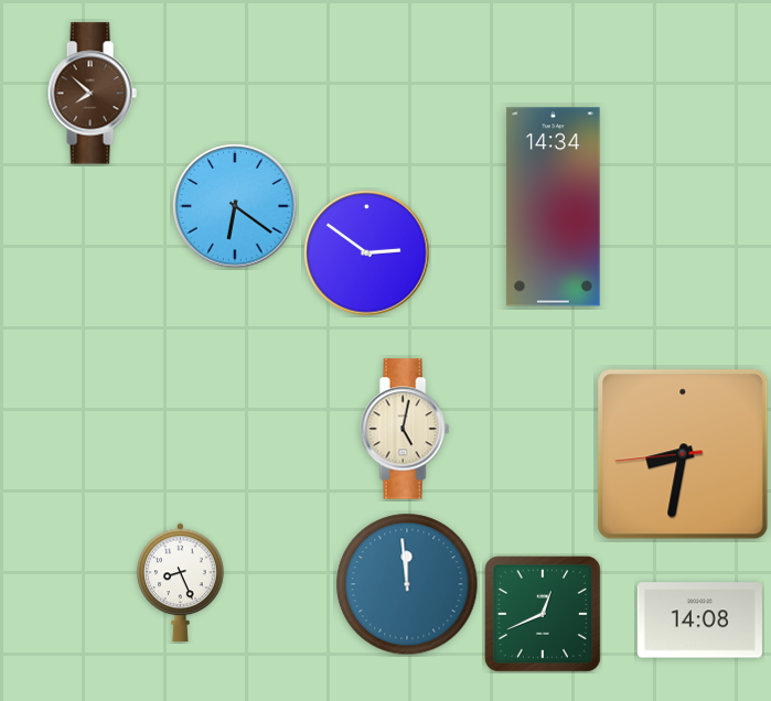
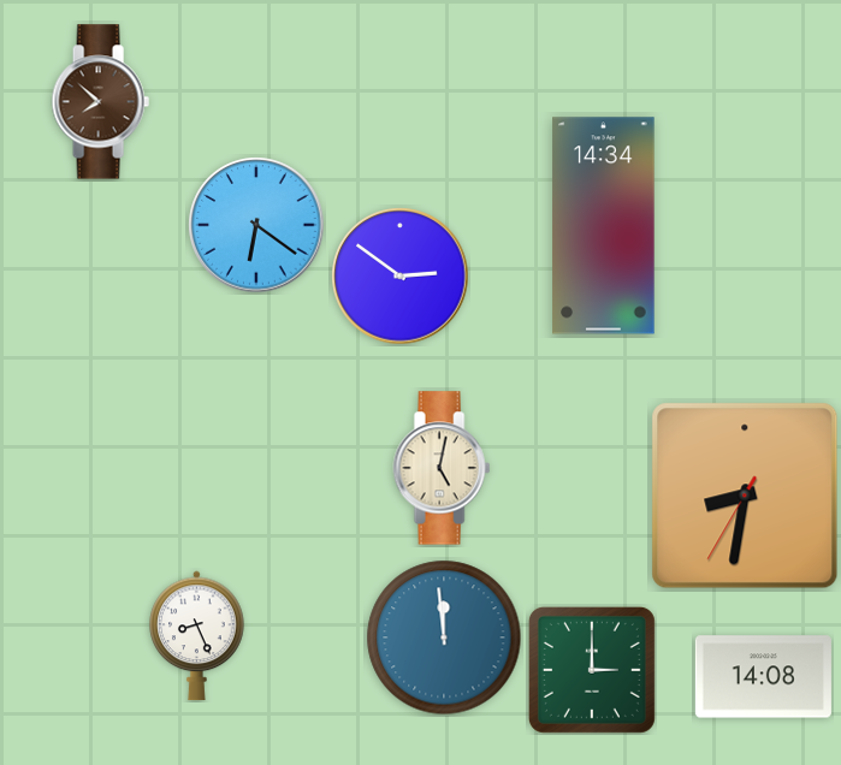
clock at (683, 454): 8:31:44 -> 8:31:35
clock at (543, 614): 12:41 -> 3:00
